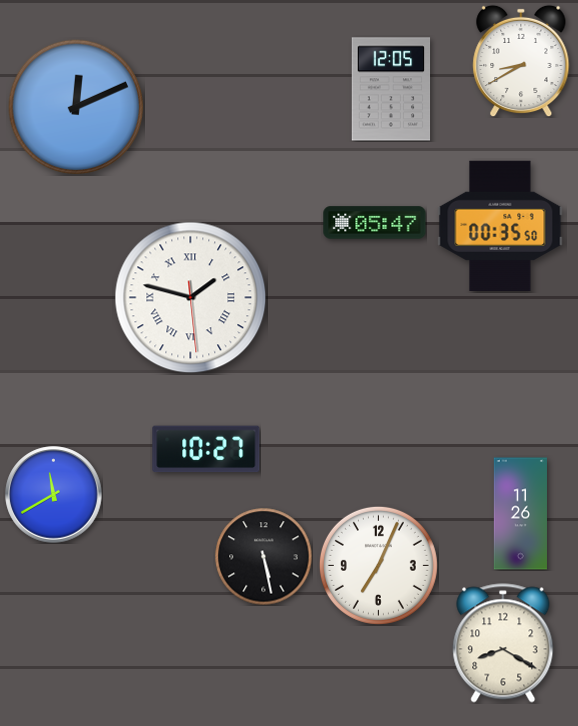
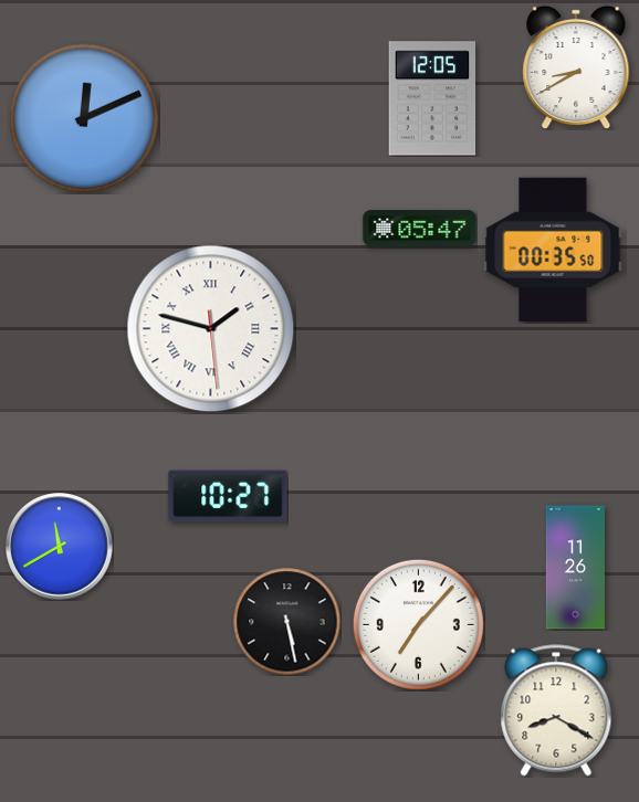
clock at (375, 223) position: (375, 223) -> (420, 229)
clock at (263, 556) position: (263, 556) -> (286, 621)
clock at (378, 565): 7:04 -> 7:07
